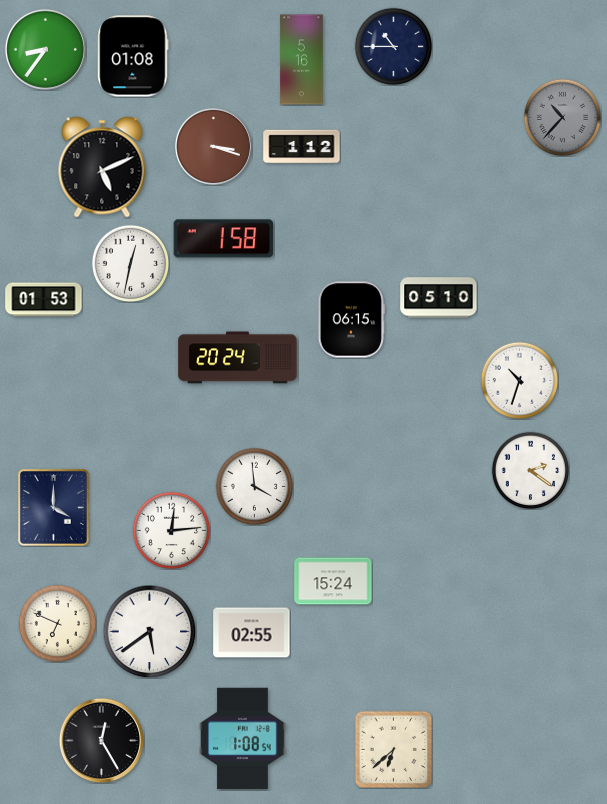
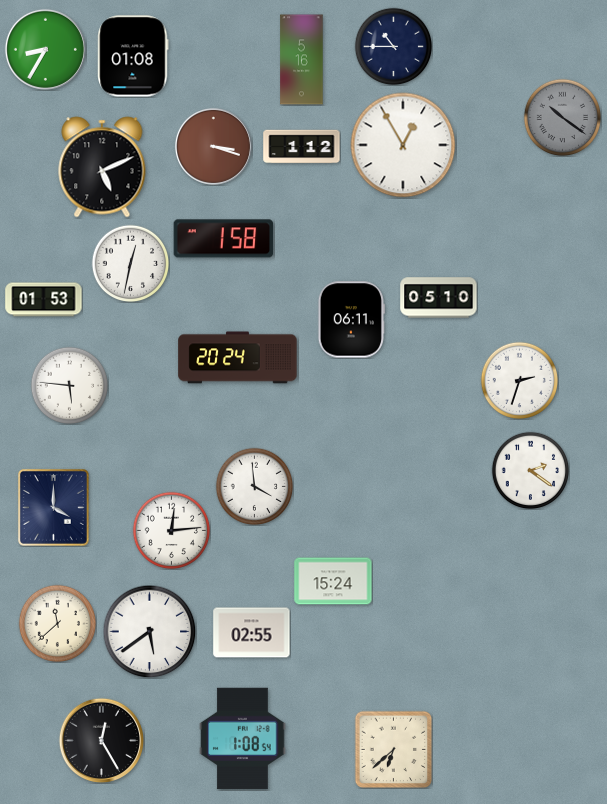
clock at (45, 49): 8:36 -> 8:35
clock at (562, 117): 10:37 -> 10:21
clock at (403, 145): none -> 12:55
clock at (351, 320): 06:15 -> 06:11
clock at (519, 380): 10:33 -> 2:33
clock at (69, 385): none -> 5:46
clock at (57, 623): 6:49 -> 11:38
